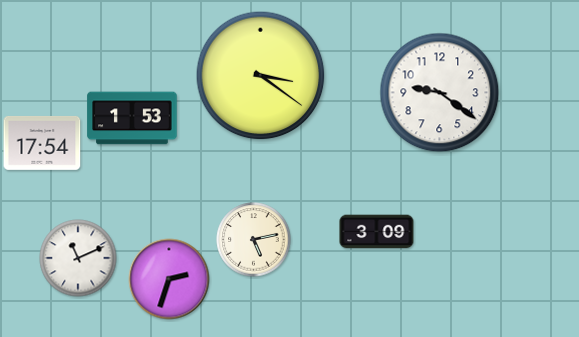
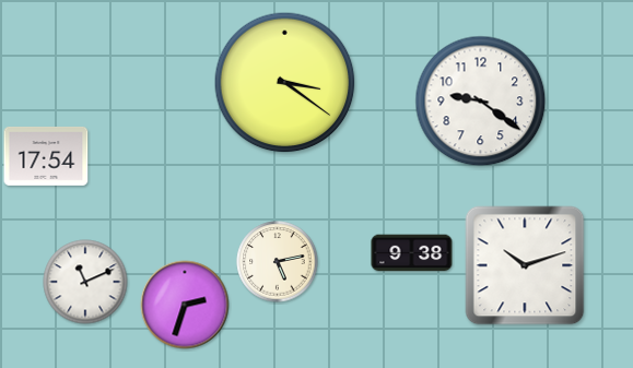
clock at (132, 118): 1:53 -> none
clock at (377, 232): 3:09 -> 9:38
clock at (525, 265): none -> 10:12
